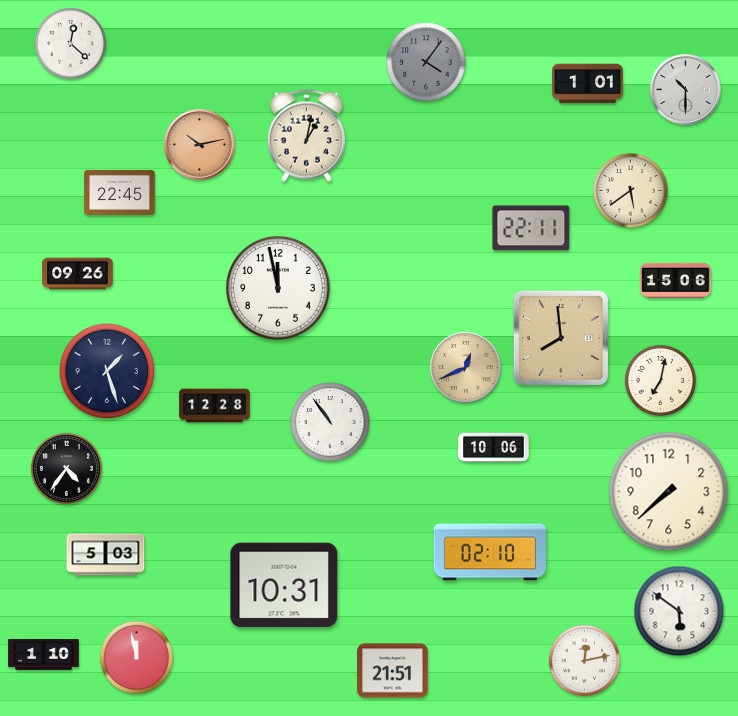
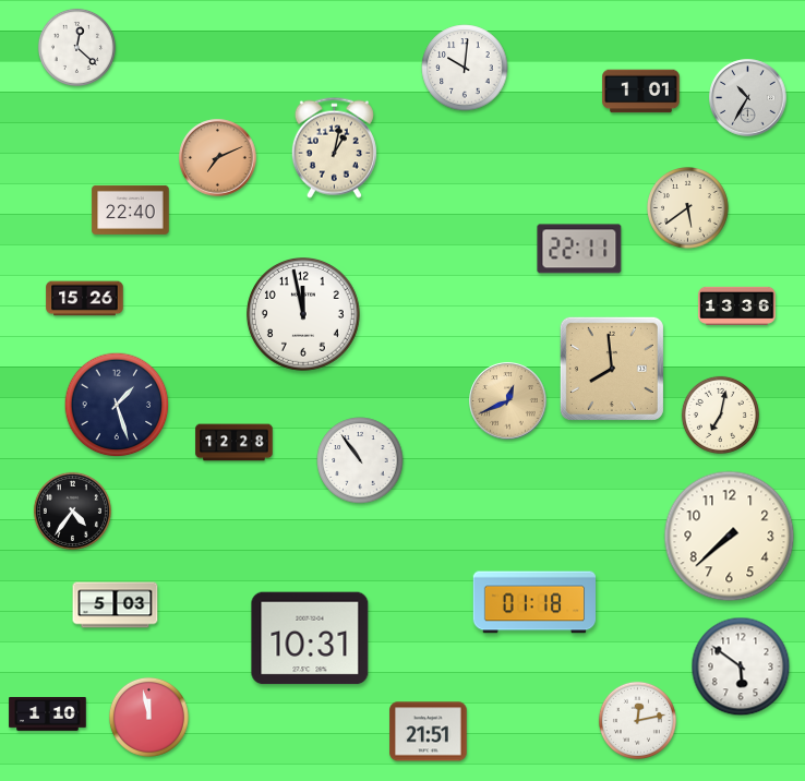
clock at (426, 62): 4:06 -> 10:01
clock at (426, 62) dial: grey -> white
clock at (686, 90): 10:30 -> 10:35
clock at (200, 145): 10:13 -> 7:11
clock at (120, 192): 22:45 -> 22:40
clock at (78, 274): 09:26 -> 15:26
clock at (676, 280): 15:06 -> 13:36
clock at (494, 448): 10:06 -> none
clock at (490, 552): 02:10 -> 01:18
